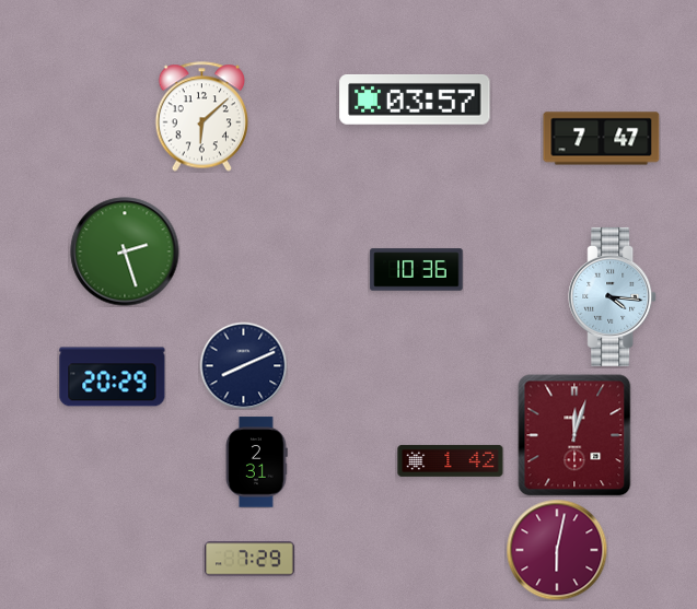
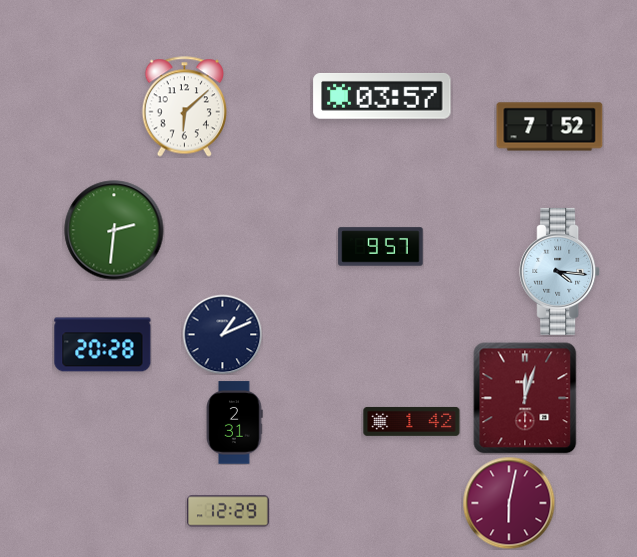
clock at (415, 99) position: (415, 99) -> (382, 96)
clock at (602, 139): 7:47 -> 7:52
clock at (125, 251): 2:27 -> 2:31
clock at (417, 270): 10:36 -> 9:57
clock at (243, 365): 8:11 -> 1:11
clock at (113, 377): 20:29 -> 20:28
clock at (249, 559): 7:29 -> 12:29
